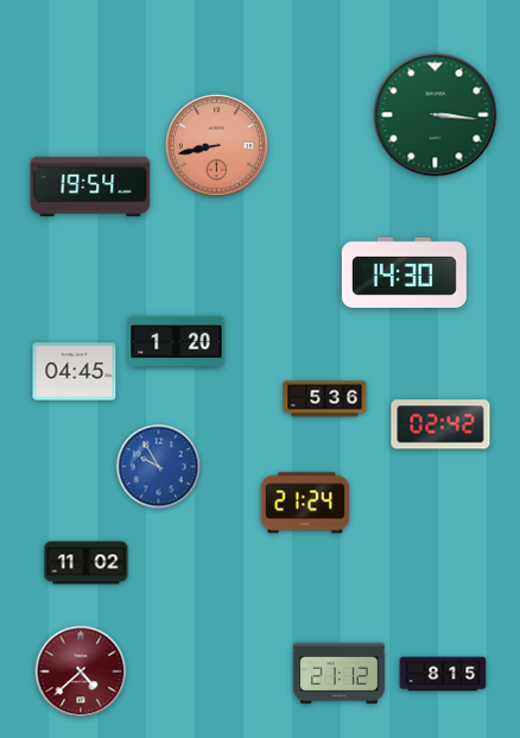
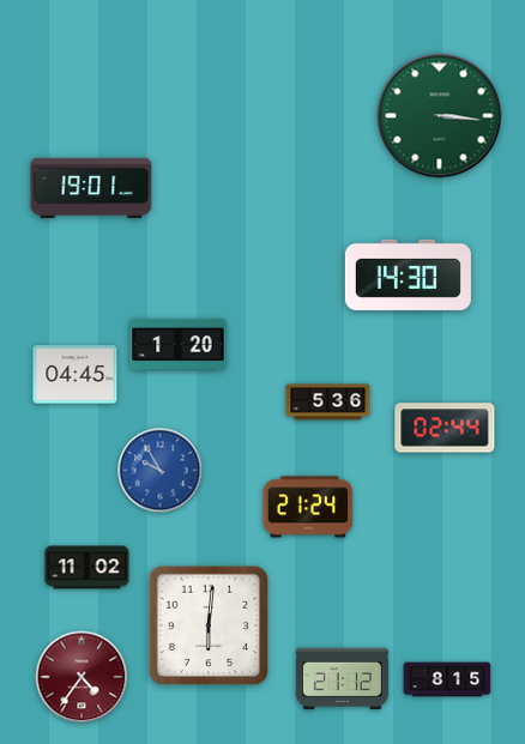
clock at (216, 145): 8:43 -> none
clock at (90, 187): 19:54 -> 19:01
clock at (440, 424): 02:42 -> 02:44
clock at (209, 625): none -> 6:01
clock at (81, 671): 4:38 -> 4:36
